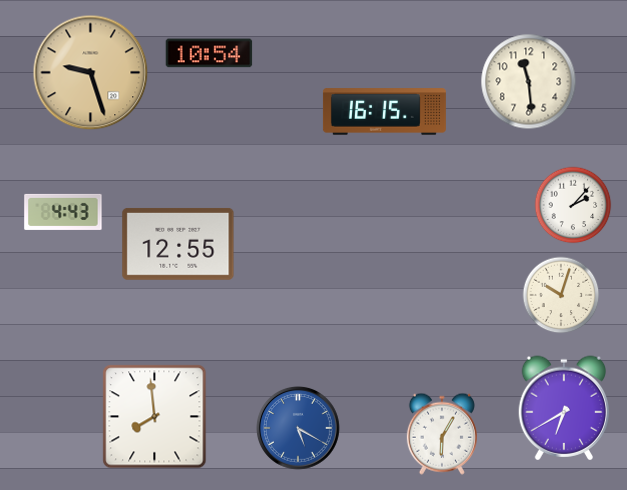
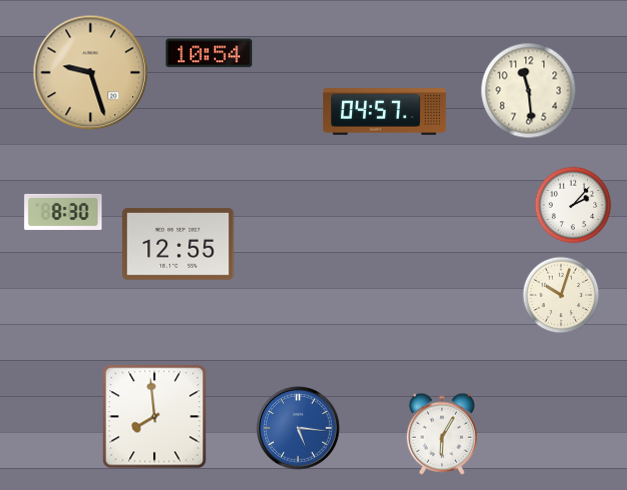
clock at (529, 82) position: (529, 82) -> (529, 91)
clock at (384, 112): 16:15 -> 04:57
clock at (63, 212): 4:43 -> 8:30
clock at (564, 408): 6:40 -> none
clock at (299, 429): 5:20 -> 5:16
